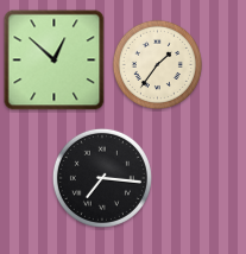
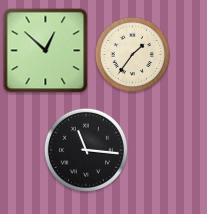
clock at (102, 178): 7:16 -> 11:16
